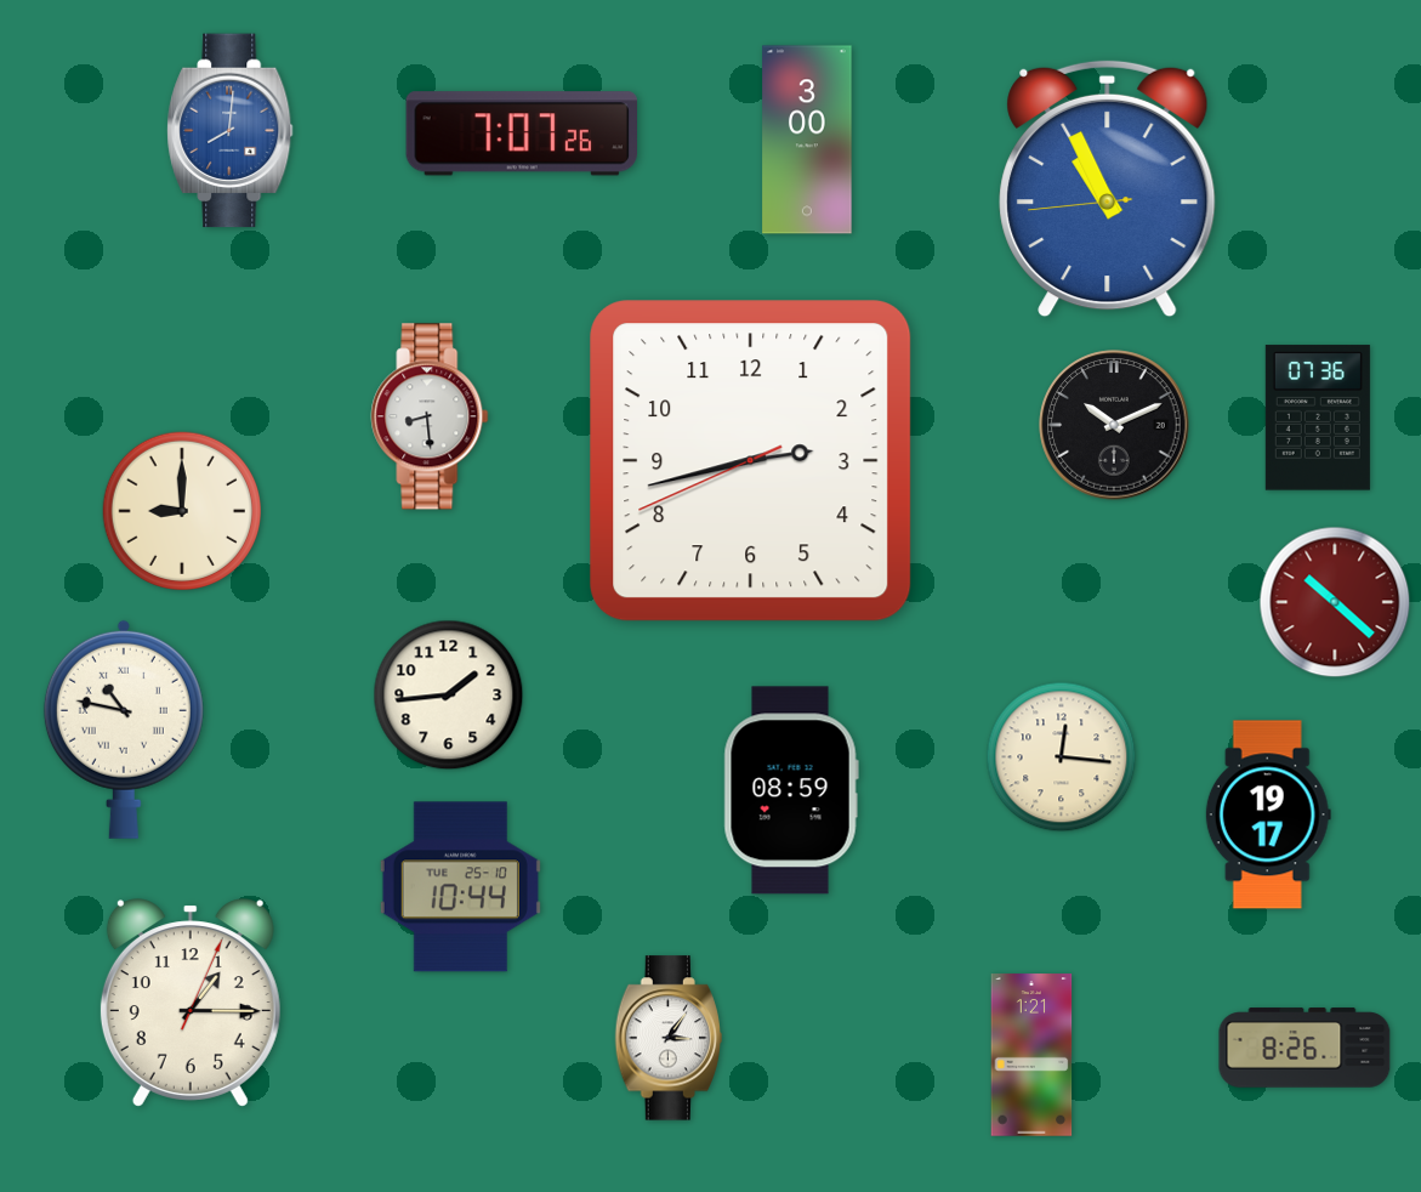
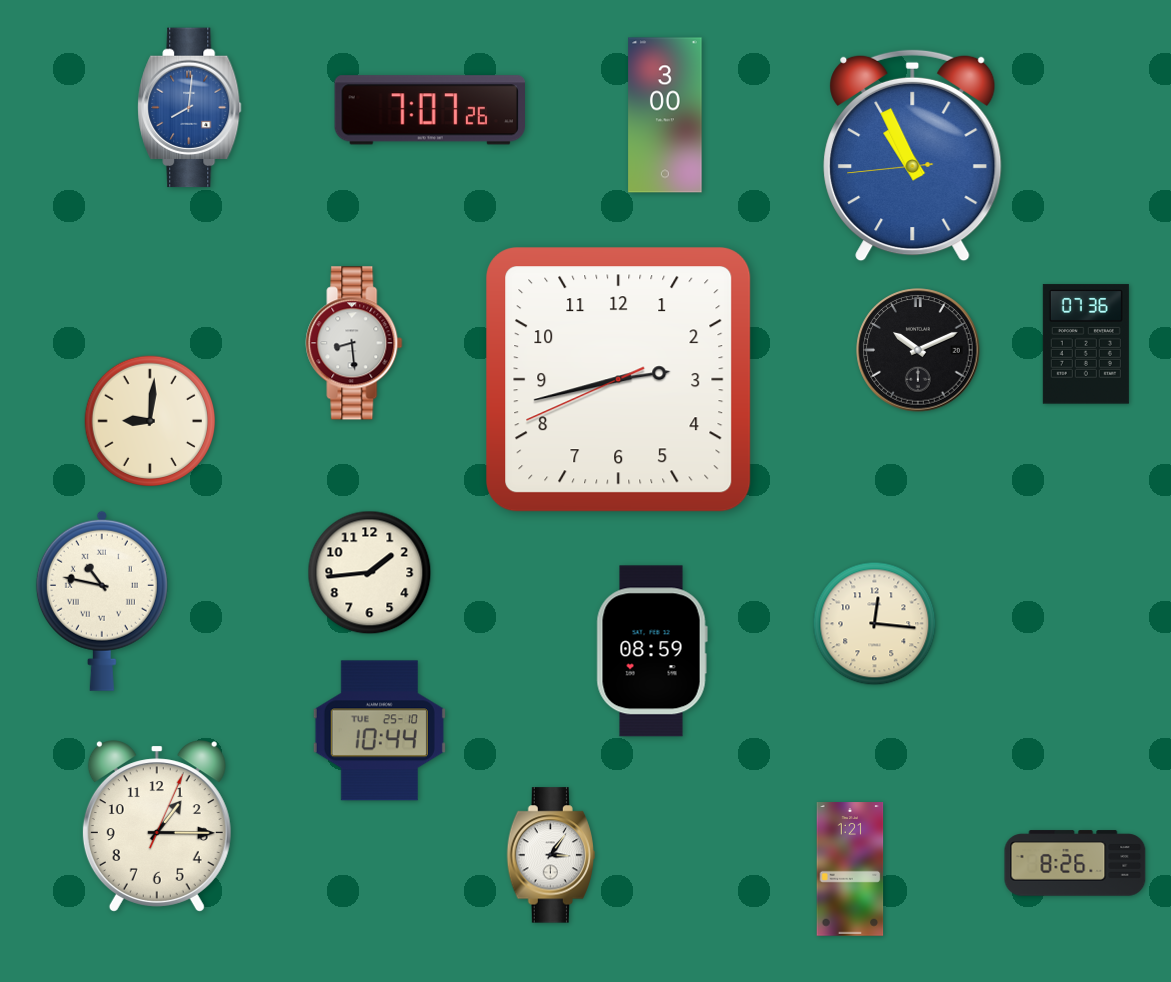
clock at (181, 510): 9:00 -> 9:01
clock at (1335, 602): 10:22 -> none
clock at (1268, 814): 19:17 -> none
